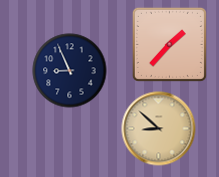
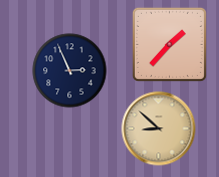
clock at (70, 71): 8:56 -> 2:56
